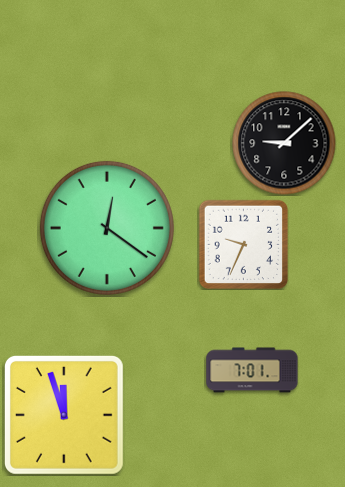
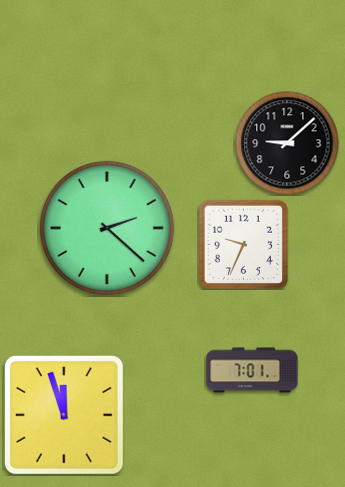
clock at (284, 143) position: (284, 143) -> (287, 143)
clock at (107, 228): 12:21 -> 2:22
